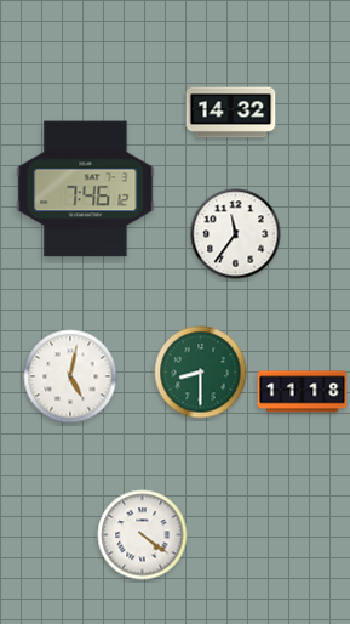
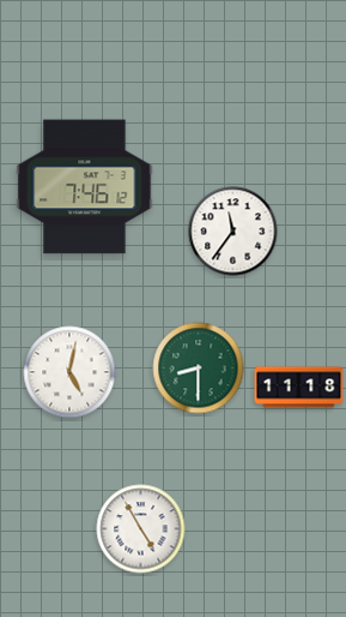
clock at (231, 113): 14:32 -> none
clock at (143, 535): 4:21 -> 4:55
